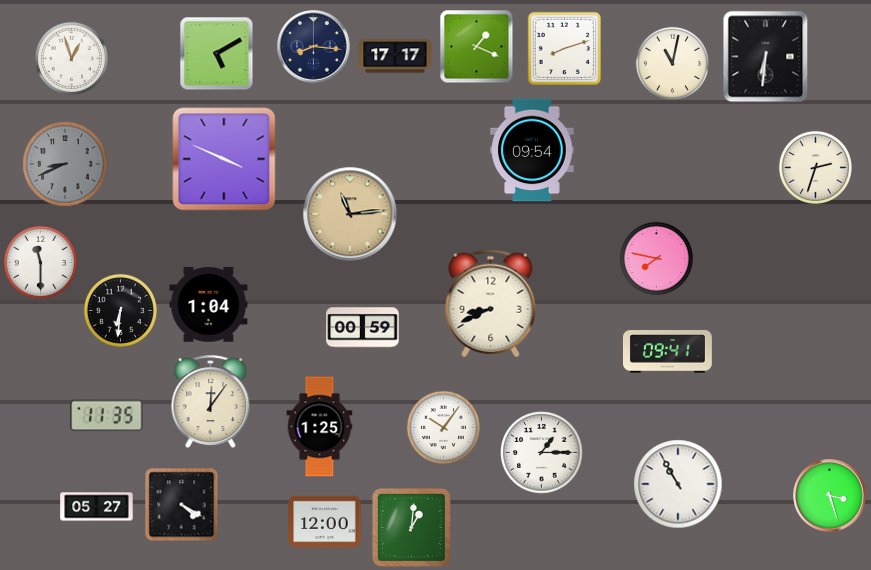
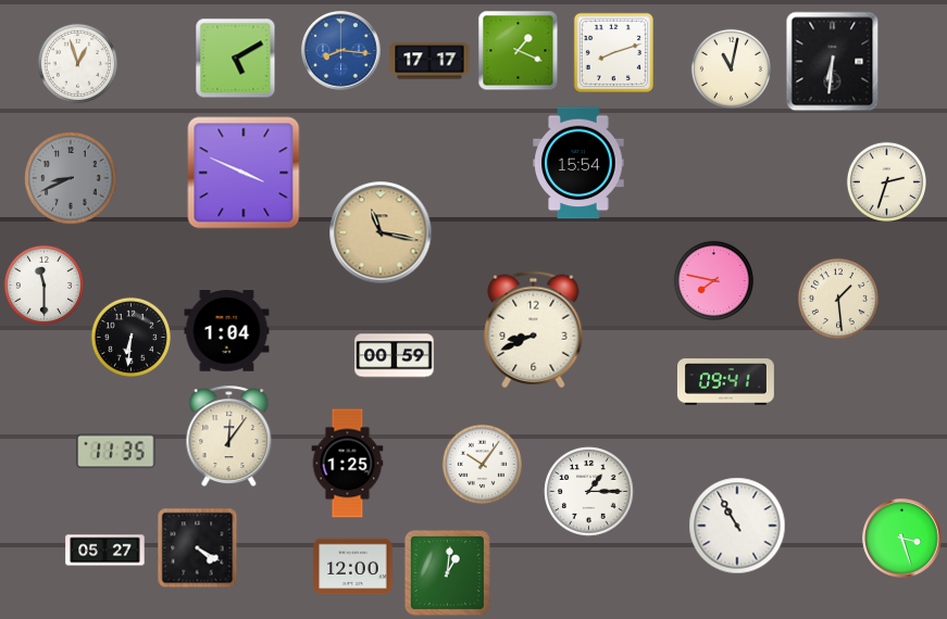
clock at (314, 47) dial: navy -> blue
clock at (532, 150): 09:54 -> 15:54
clock at (350, 214): 11:14 -> 11:17
clock at (838, 299): none -> 1:29
